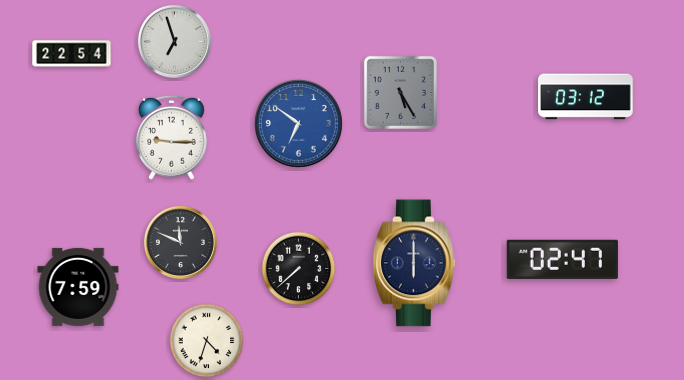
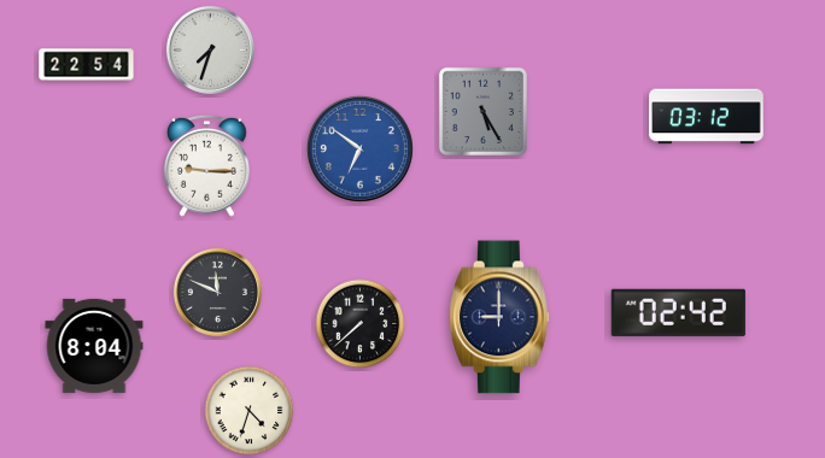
clock at (174, 41): 6:57 -> 7:33
clock at (562, 259): 02:47 -> 02:42
clock at (415, 263): 6:00 -> 9:00
clock at (78, 287): 7:59 -> 8:04
